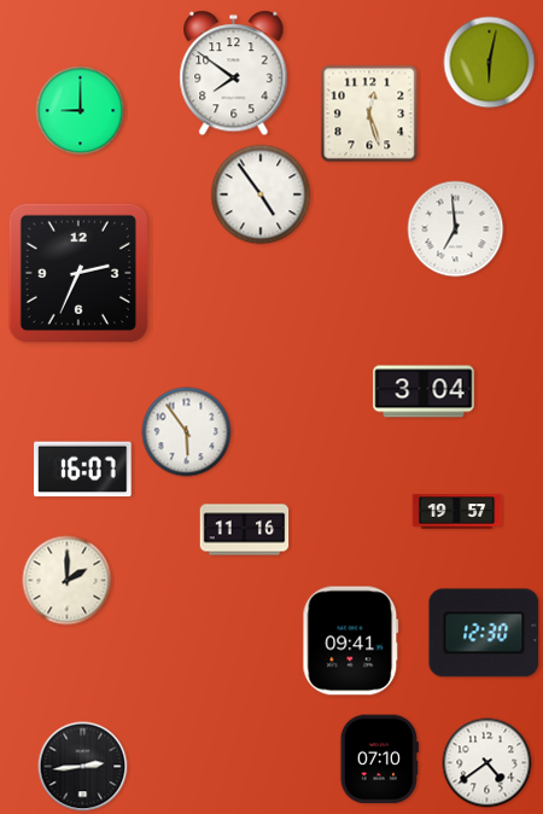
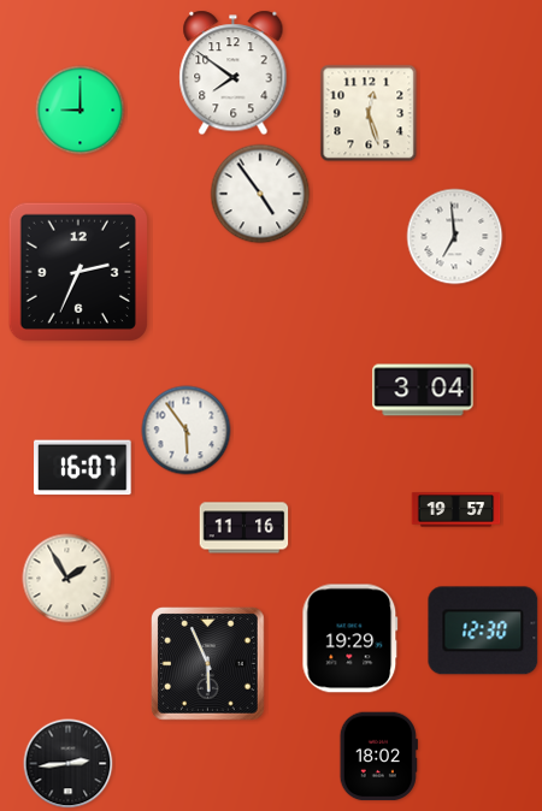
clock at (490, 63): 6:02 -> none
clock at (456, 229) position: (456, 229) -> (455, 237)
clock at (68, 581): 2:00 -> 1:55
clock at (351, 641): 09:41 -> 19:29
clock at (208, 664): none -> 5:56
clock at (379, 760): 07:10 -> 18:02
clock at (487, 763): 4:39 -> none
clock at (83, 767) position: (83, 767) -> (69, 764)
